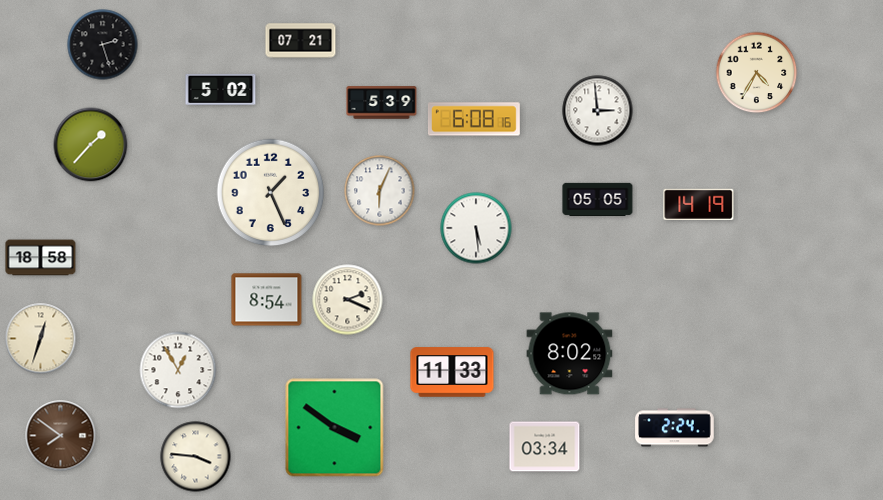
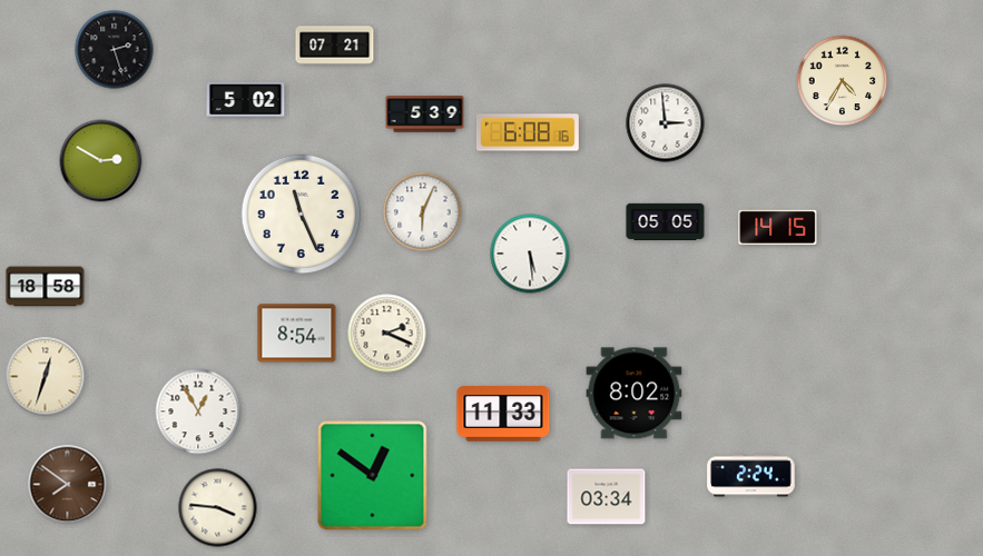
clock at (91, 145): 1:37 -> 2:50
clock at (271, 193): 1:26 -> 11:26
clock at (699, 204): 14:19 -> 14:15
clock at (335, 428): 3:51 -> 12:51
